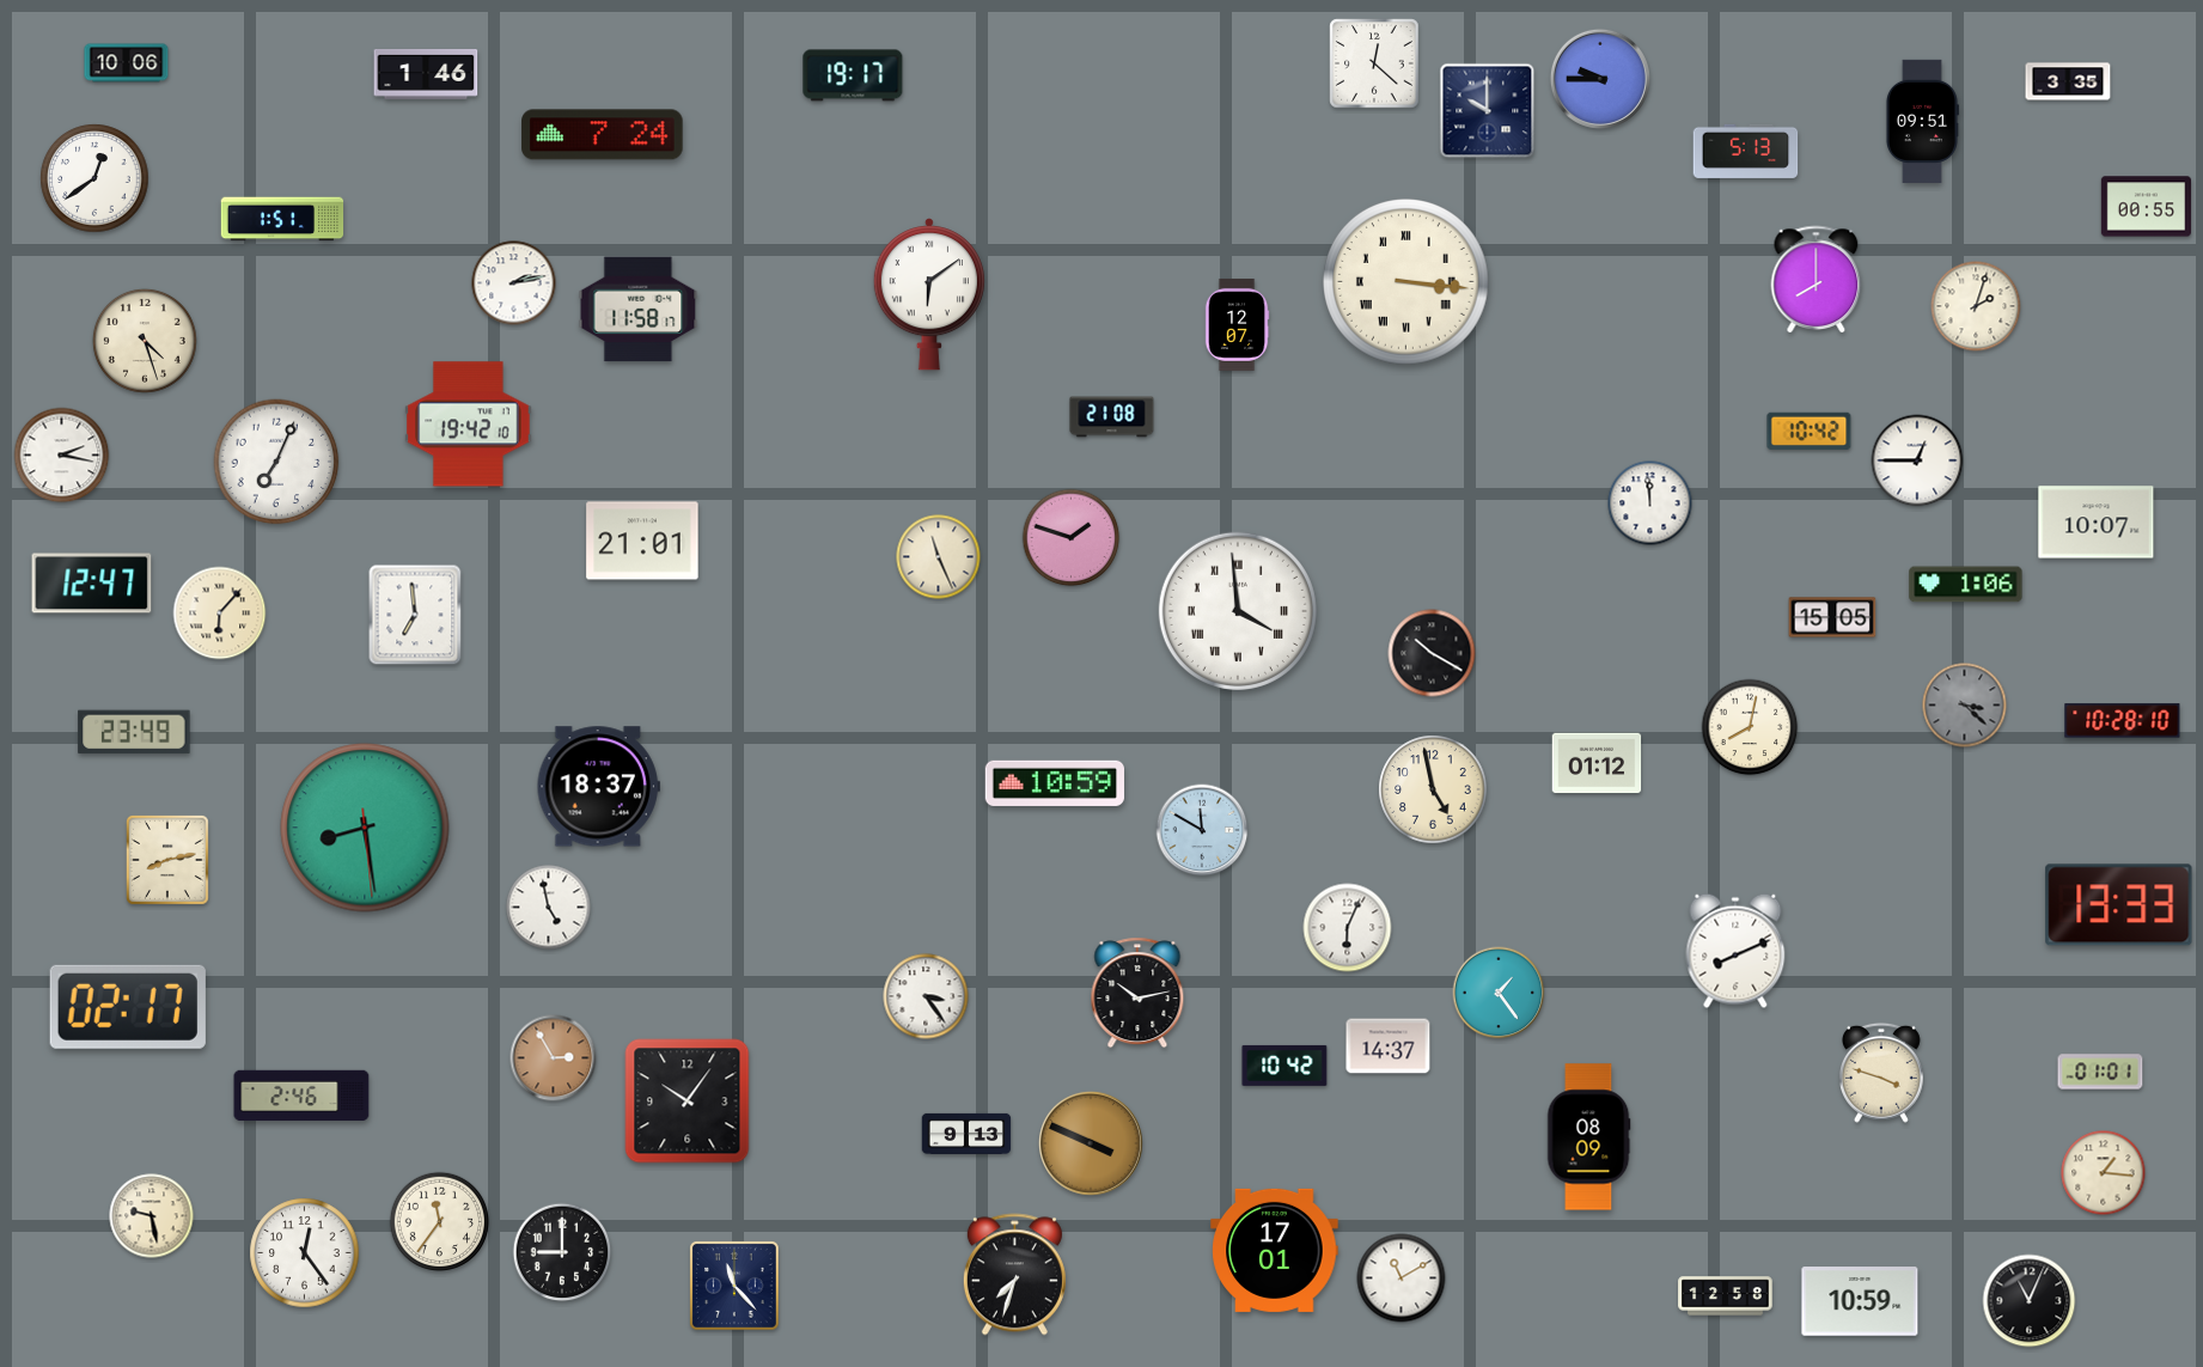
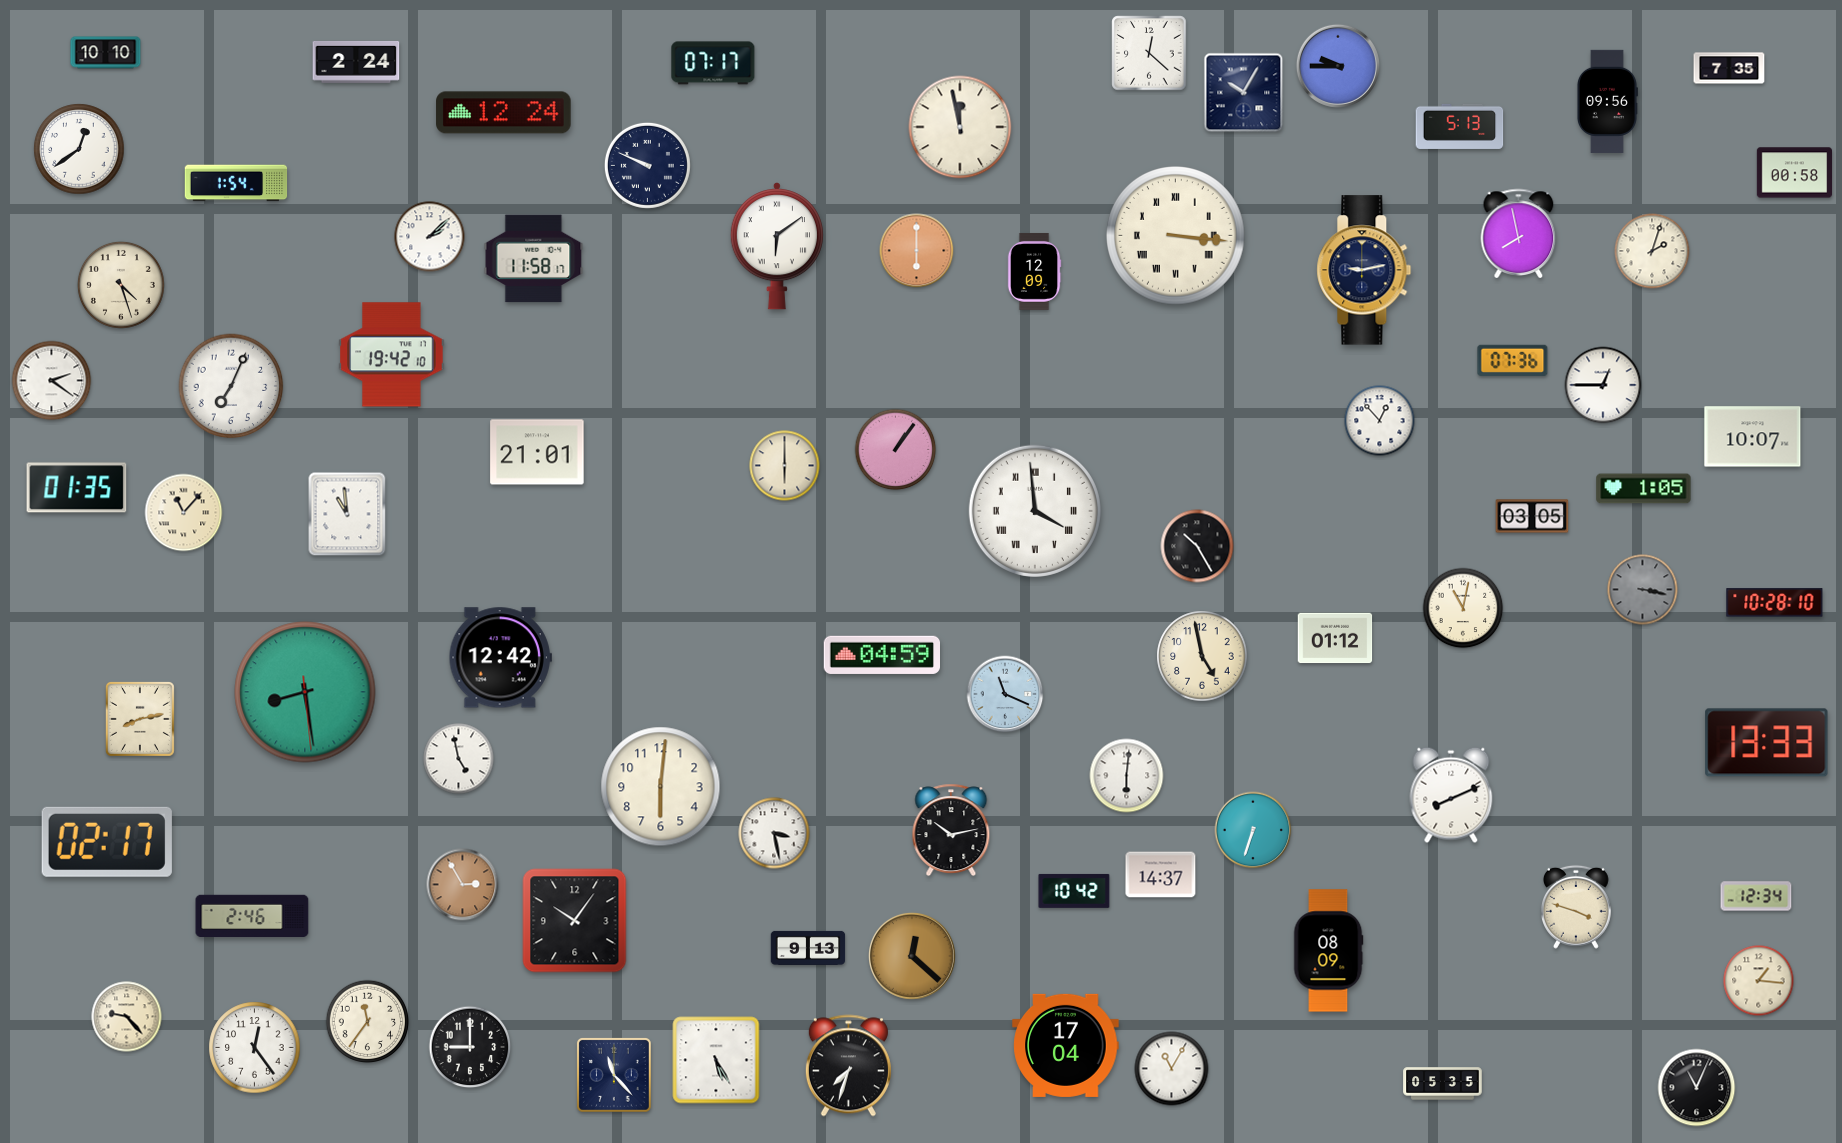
clock at (127, 63): 10:06 -> 10:10
clock at (426, 74): 1:46 -> 2:24
clock at (853, 75): 19:17 -> 07:17
clock at (2068, 81): 3:35 -> 7:35
clock at (1488, 111): 10:00 -> 10:05
clock at (1922, 121): 09:51 -> 09:56
clock at (603, 135): 7:24 -> 12:24
clock at (960, 127): none -> 11:58
clock at (647, 165): none -> 9:49
clock at (2146, 207): 00:55 -> 00:58
clock at (282, 219): 1:51 -> 1:54
clock at (1817, 279): 8:00 -> 7:58
clock at (514, 283): 2:13 -> 2:08
clock at (917, 251): none -> 6:00
clock at (1976, 306) position: (1976, 306) -> (1652, 251)
clock at (1364, 270): none -> 9:13
clock at (1237, 324): 12:07 -> 12:09
clock at (1112, 417): 21:08 -> none
clock at (1810, 431): 10:42 -> 07:36
clock at (62, 456): 2:17 -> 2:21
clock at (1650, 504): 11:59 -> 12:53
clock at (1072, 538): 1:48 -> 1:06
clock at (939, 557): 11:26 -> 6:00
clock at (92, 584): 12:47 -> 01:35
clock at (1966, 585): 1:06 -> 1:05
clock at (220, 614): 6:07 -> 11:07
clock at (415, 615): 6:59 -> 10:59
clock at (1832, 617): 15:05 -> 03:05
clock at (1432, 653): 10:20 -> 10:25
clock at (1965, 706): 3:22 -> 3:17
clock at (1750, 727): 8:02 -> 11:02
clock at (134, 732): 23:49 -> none
clock at (1054, 783): 10:59 -> 04:59
clock at (598, 787): 18:37 -> 12:42
clock at (1433, 789) position: (1433, 789) -> (1202, 656)
clock at (1202, 830): 11:50 -> 11:19
clock at (2119, 905) position: (2119, 905) -> (1767, 743)
clock at (1348, 928): 6:04 -> 6:01
clock at (661, 787): none -> 6:01
clock at (1499, 993): 1:24 -> 6:33
clock at (926, 996): 3:24 -> 3:28
clock at (2100, 1072): 01:01 -> 12:34
clock at (1881, 1073) position: (1881, 1073) -> (1576, 907)
clock at (1091, 1143): 3:49 -> 12:22
clock at (152, 1216): 9:28 -> 9:23
clock at (1275, 1250): 17:01 -> 17:04
clock at (716, 1060): none -> 5:25
clock at (1402, 1278): 11:10 -> 11:05
clock at (1726, 1296): 12:58 -> 05:35
clock at (1860, 1301): 10:59 -> none
